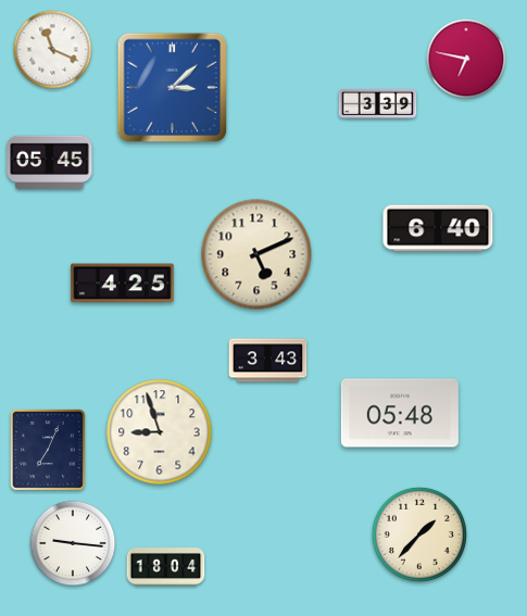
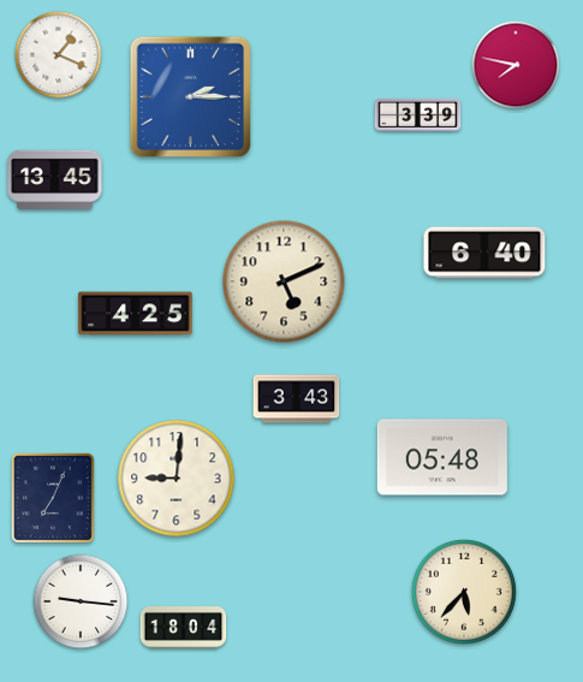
clock at (53, 50): 11:19 -> 1:19
clock at (466, 59): 6:47 -> 7:47
clock at (173, 88): 3:08 -> 2:15
clock at (50, 162): 05:45 -> 13:45
clock at (160, 432): 8:57 -> 9:01
clock at (419, 535): 1:37 -> 5:37
